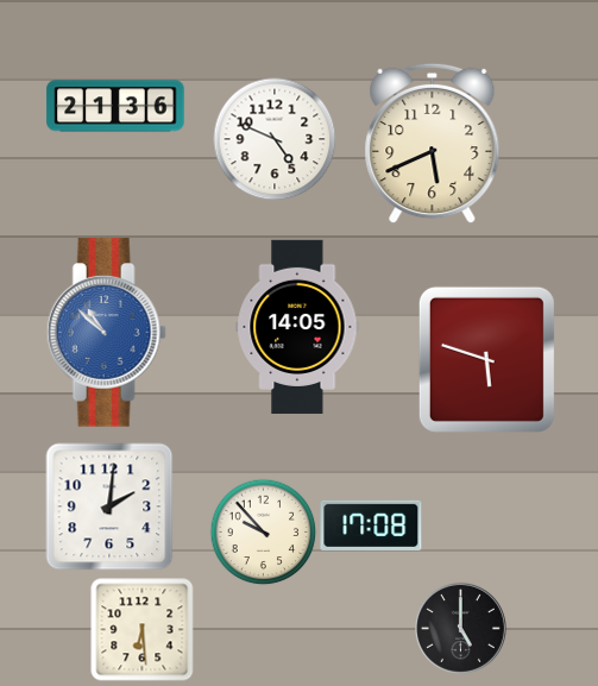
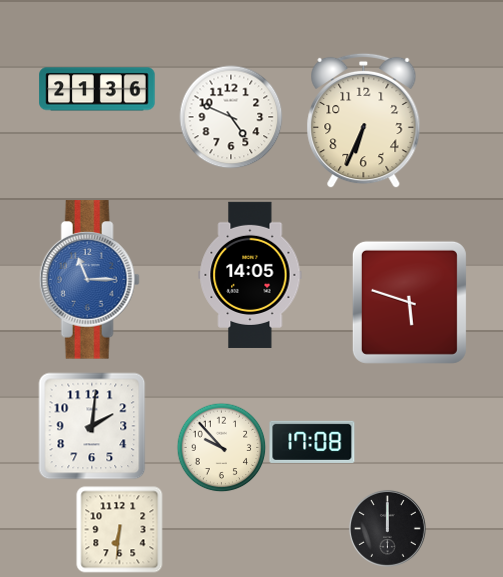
clock at (433, 144): 5:41 -> 6:34
clock at (106, 333): 10:52 -> 11:15
clock at (460, 628): 5:00 -> 12:00
clock at (143, 630): 6:29 -> 6:31
